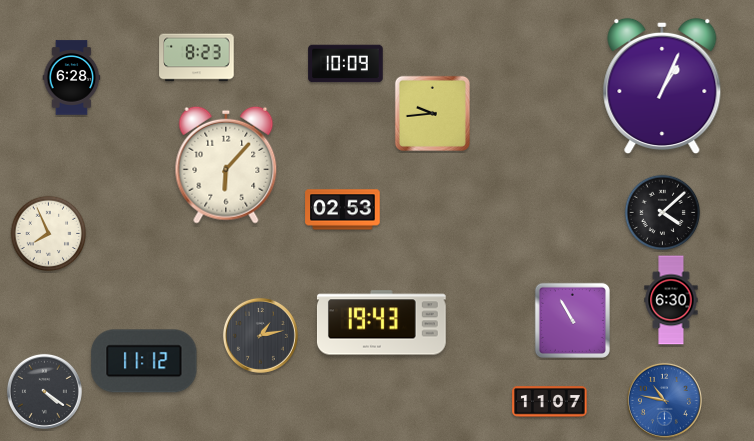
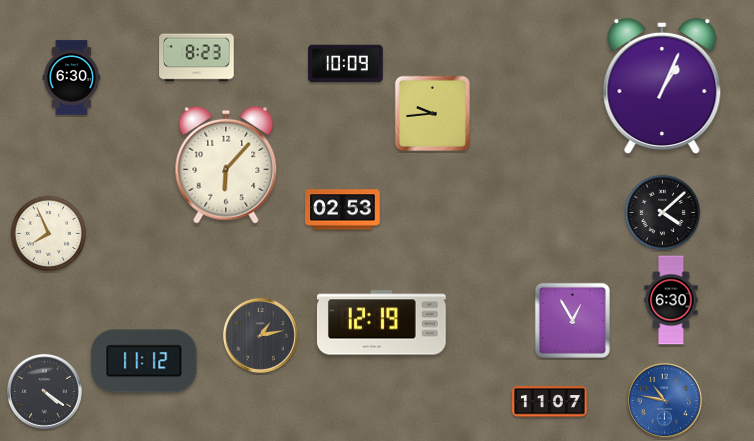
clock at (72, 78): 6:28 -> 6:30
clock at (572, 320): 10:55 -> 12:55
clock at (381, 323): 19:43 -> 12:19
